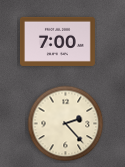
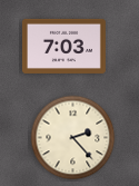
clock at (57, 41): 7:00 -> 7:03
